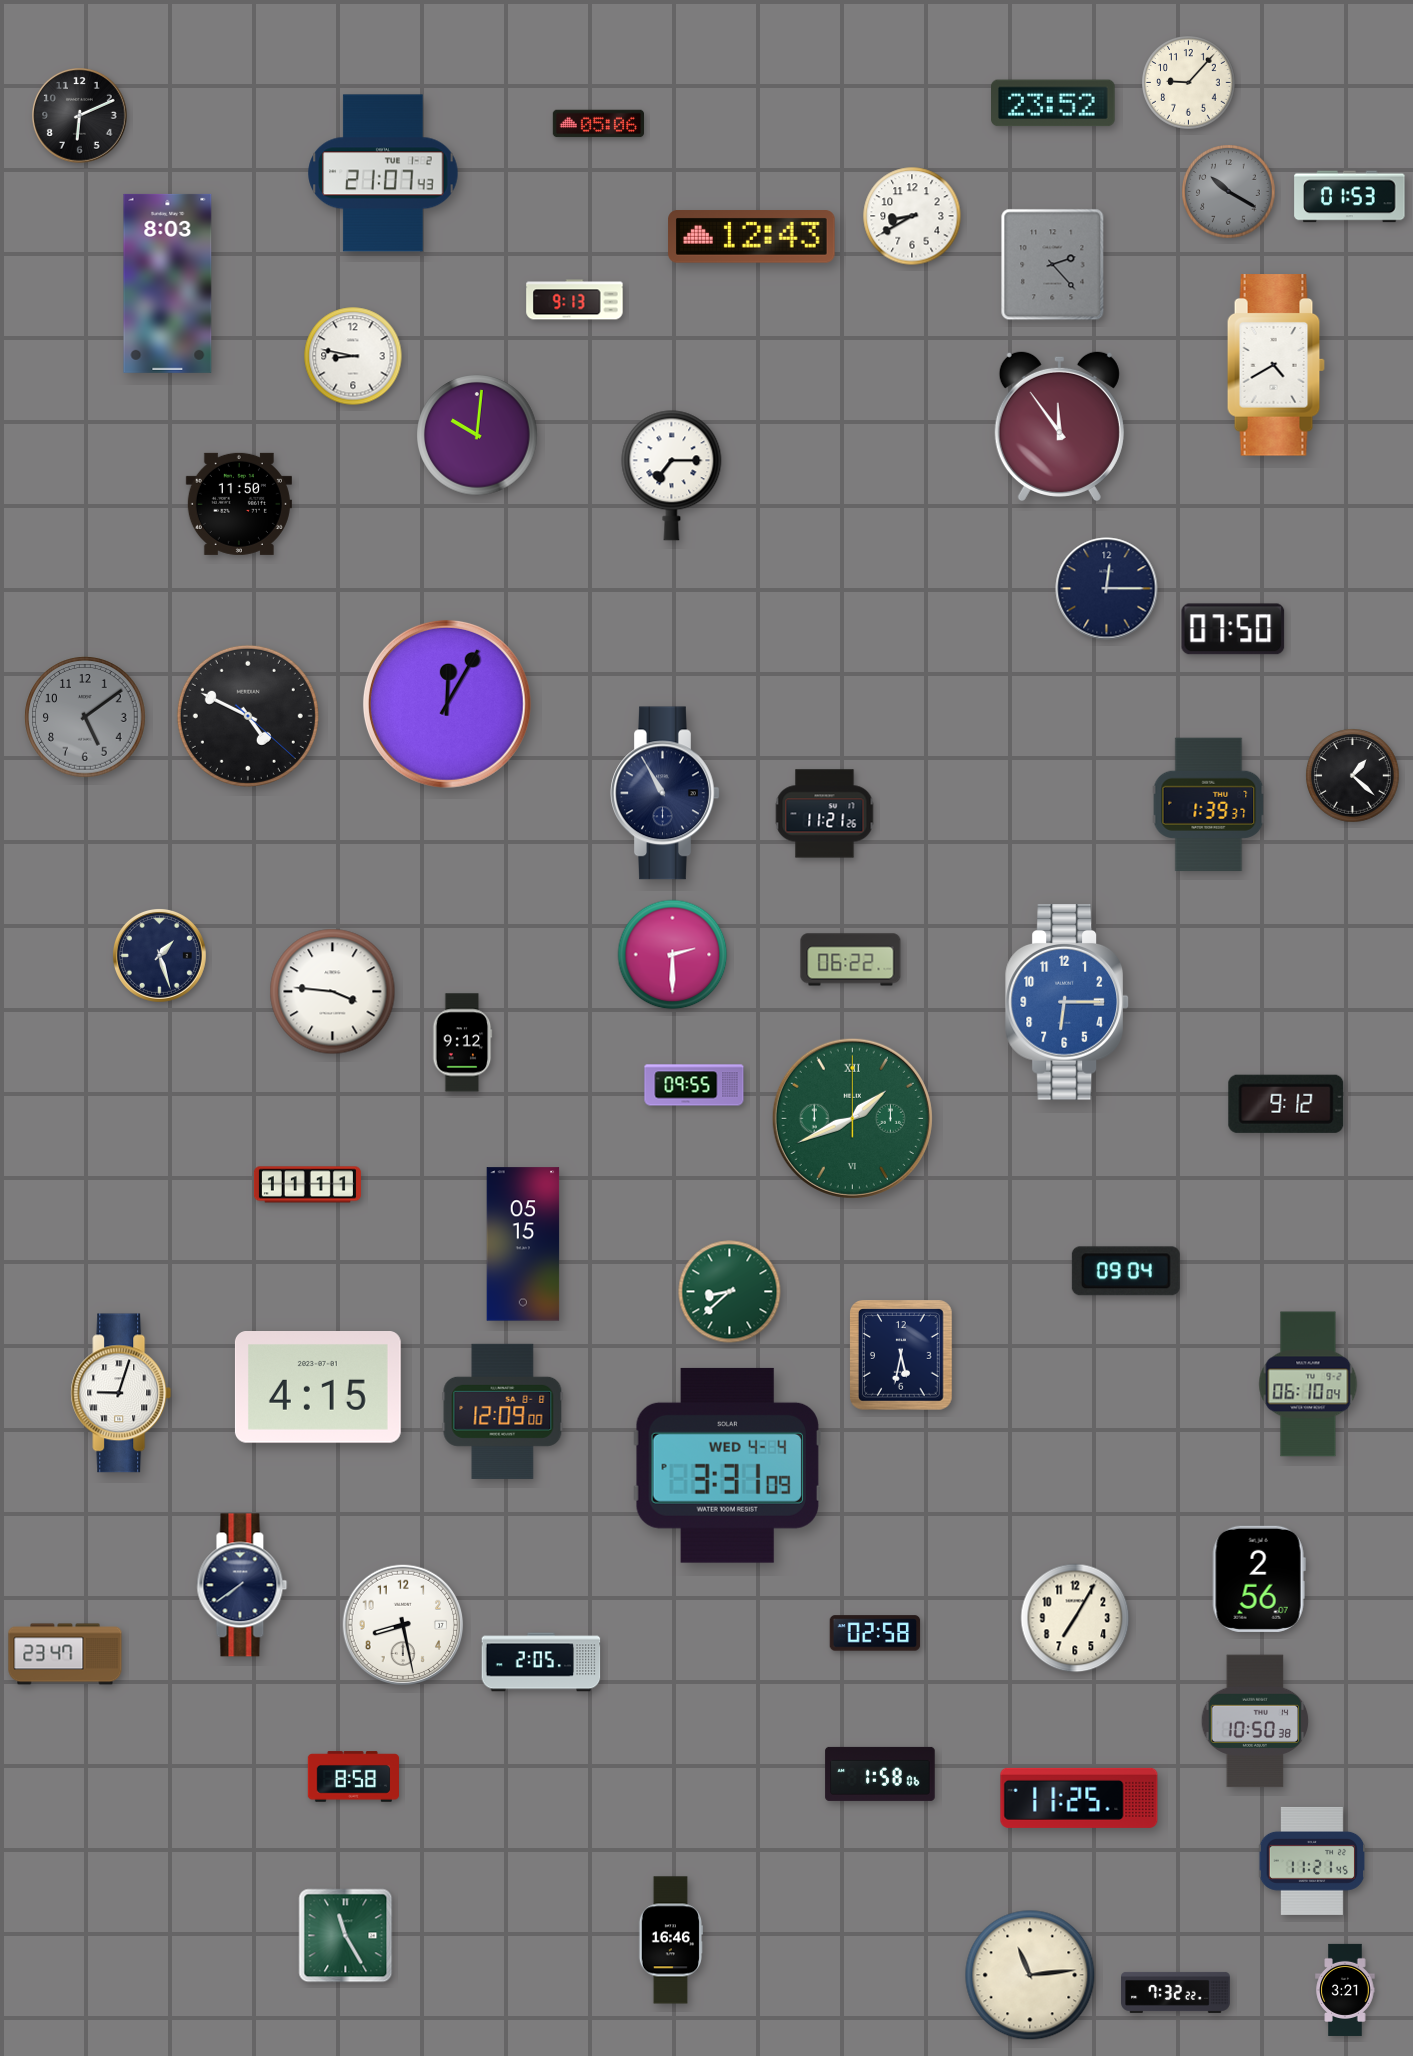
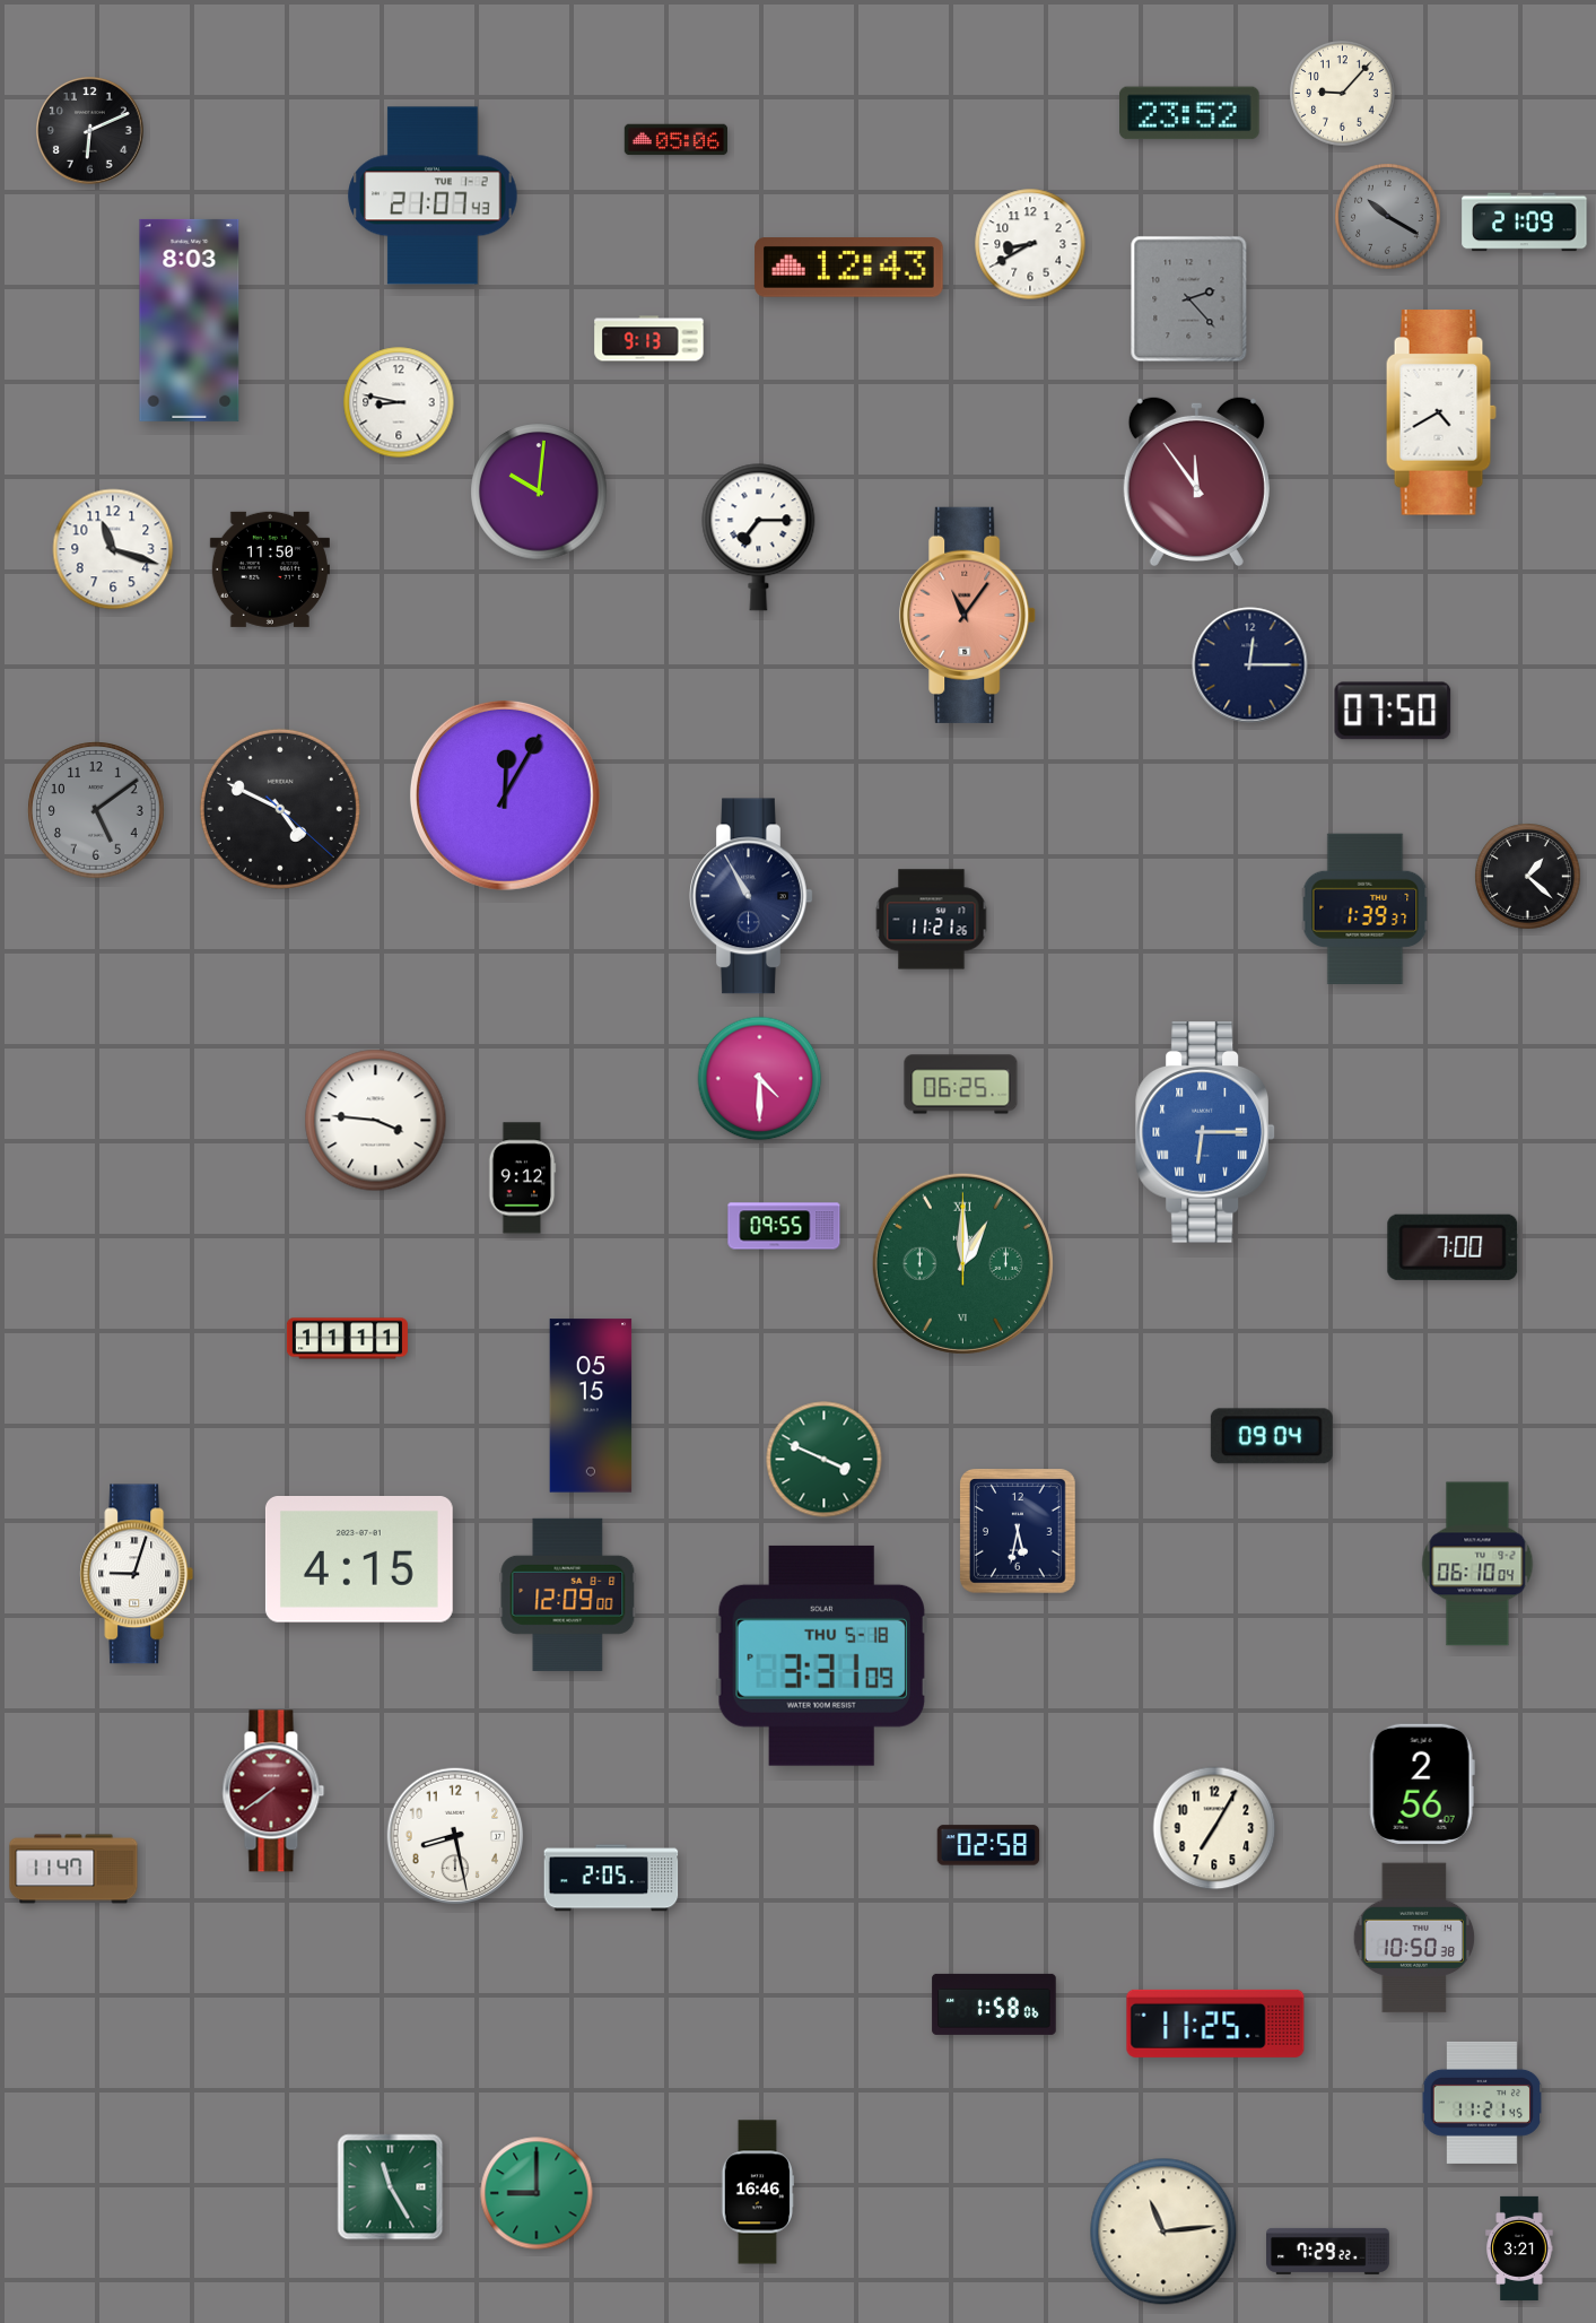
clock at (1054, 103) position: (1054, 103) -> (1191, 113)
clock at (1350, 197): 01:53 -> 21:09
clock at (113, 549): none -> 11:18
clock at (968, 615): none -> 11:06
clock at (159, 955): 1:27 -> none
clock at (673, 955): 2:30 -> 4:30
clock at (851, 960): 06:22 -> 06:25
clock at (1067, 1002) numerals: Arabic -> Roman
clock at (1286, 1104): 9:12 -> 7:00
clock at (852, 1118): 1:41 -> 1:00
clock at (730, 1292): 8:38 -> 3:49
clock at (318, 1387) position: (318, 1387) -> (359, 1559)
clock at (727, 1465) date: WED 4-4 -> THU 5-18
clock at (242, 1585) dial: navy -> burgundy
clock at (65, 1654): 23:47 -> 11:47
clock at (1255, 1721) position: (1255, 1721) -> (1414, 1938)
clock at (354, 1777): 8:58 -> none
clock at (1079, 1798) position: (1079, 1798) -> (1215, 2024)
clock at (537, 2193): none -> 9:00
clock at (1176, 1992): 7:32 -> 7:29
